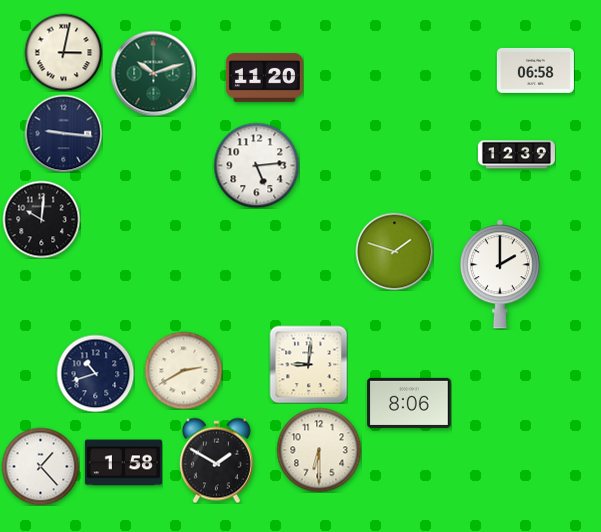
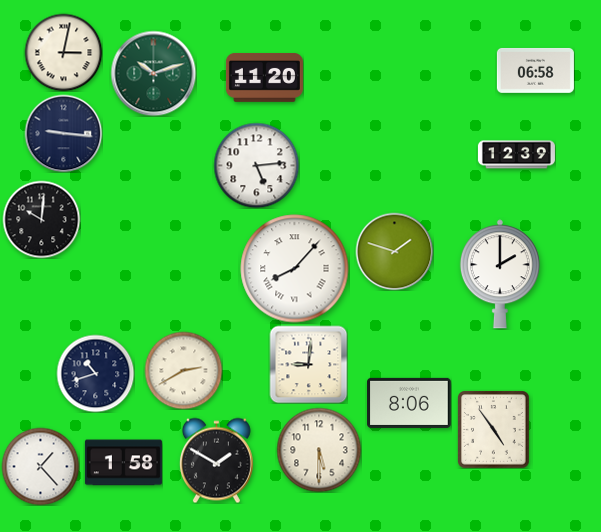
clock at (295, 269): none -> 8:07
clock at (494, 430): none -> 4:54
clock at (319, 450): 6:30 -> 5:30
